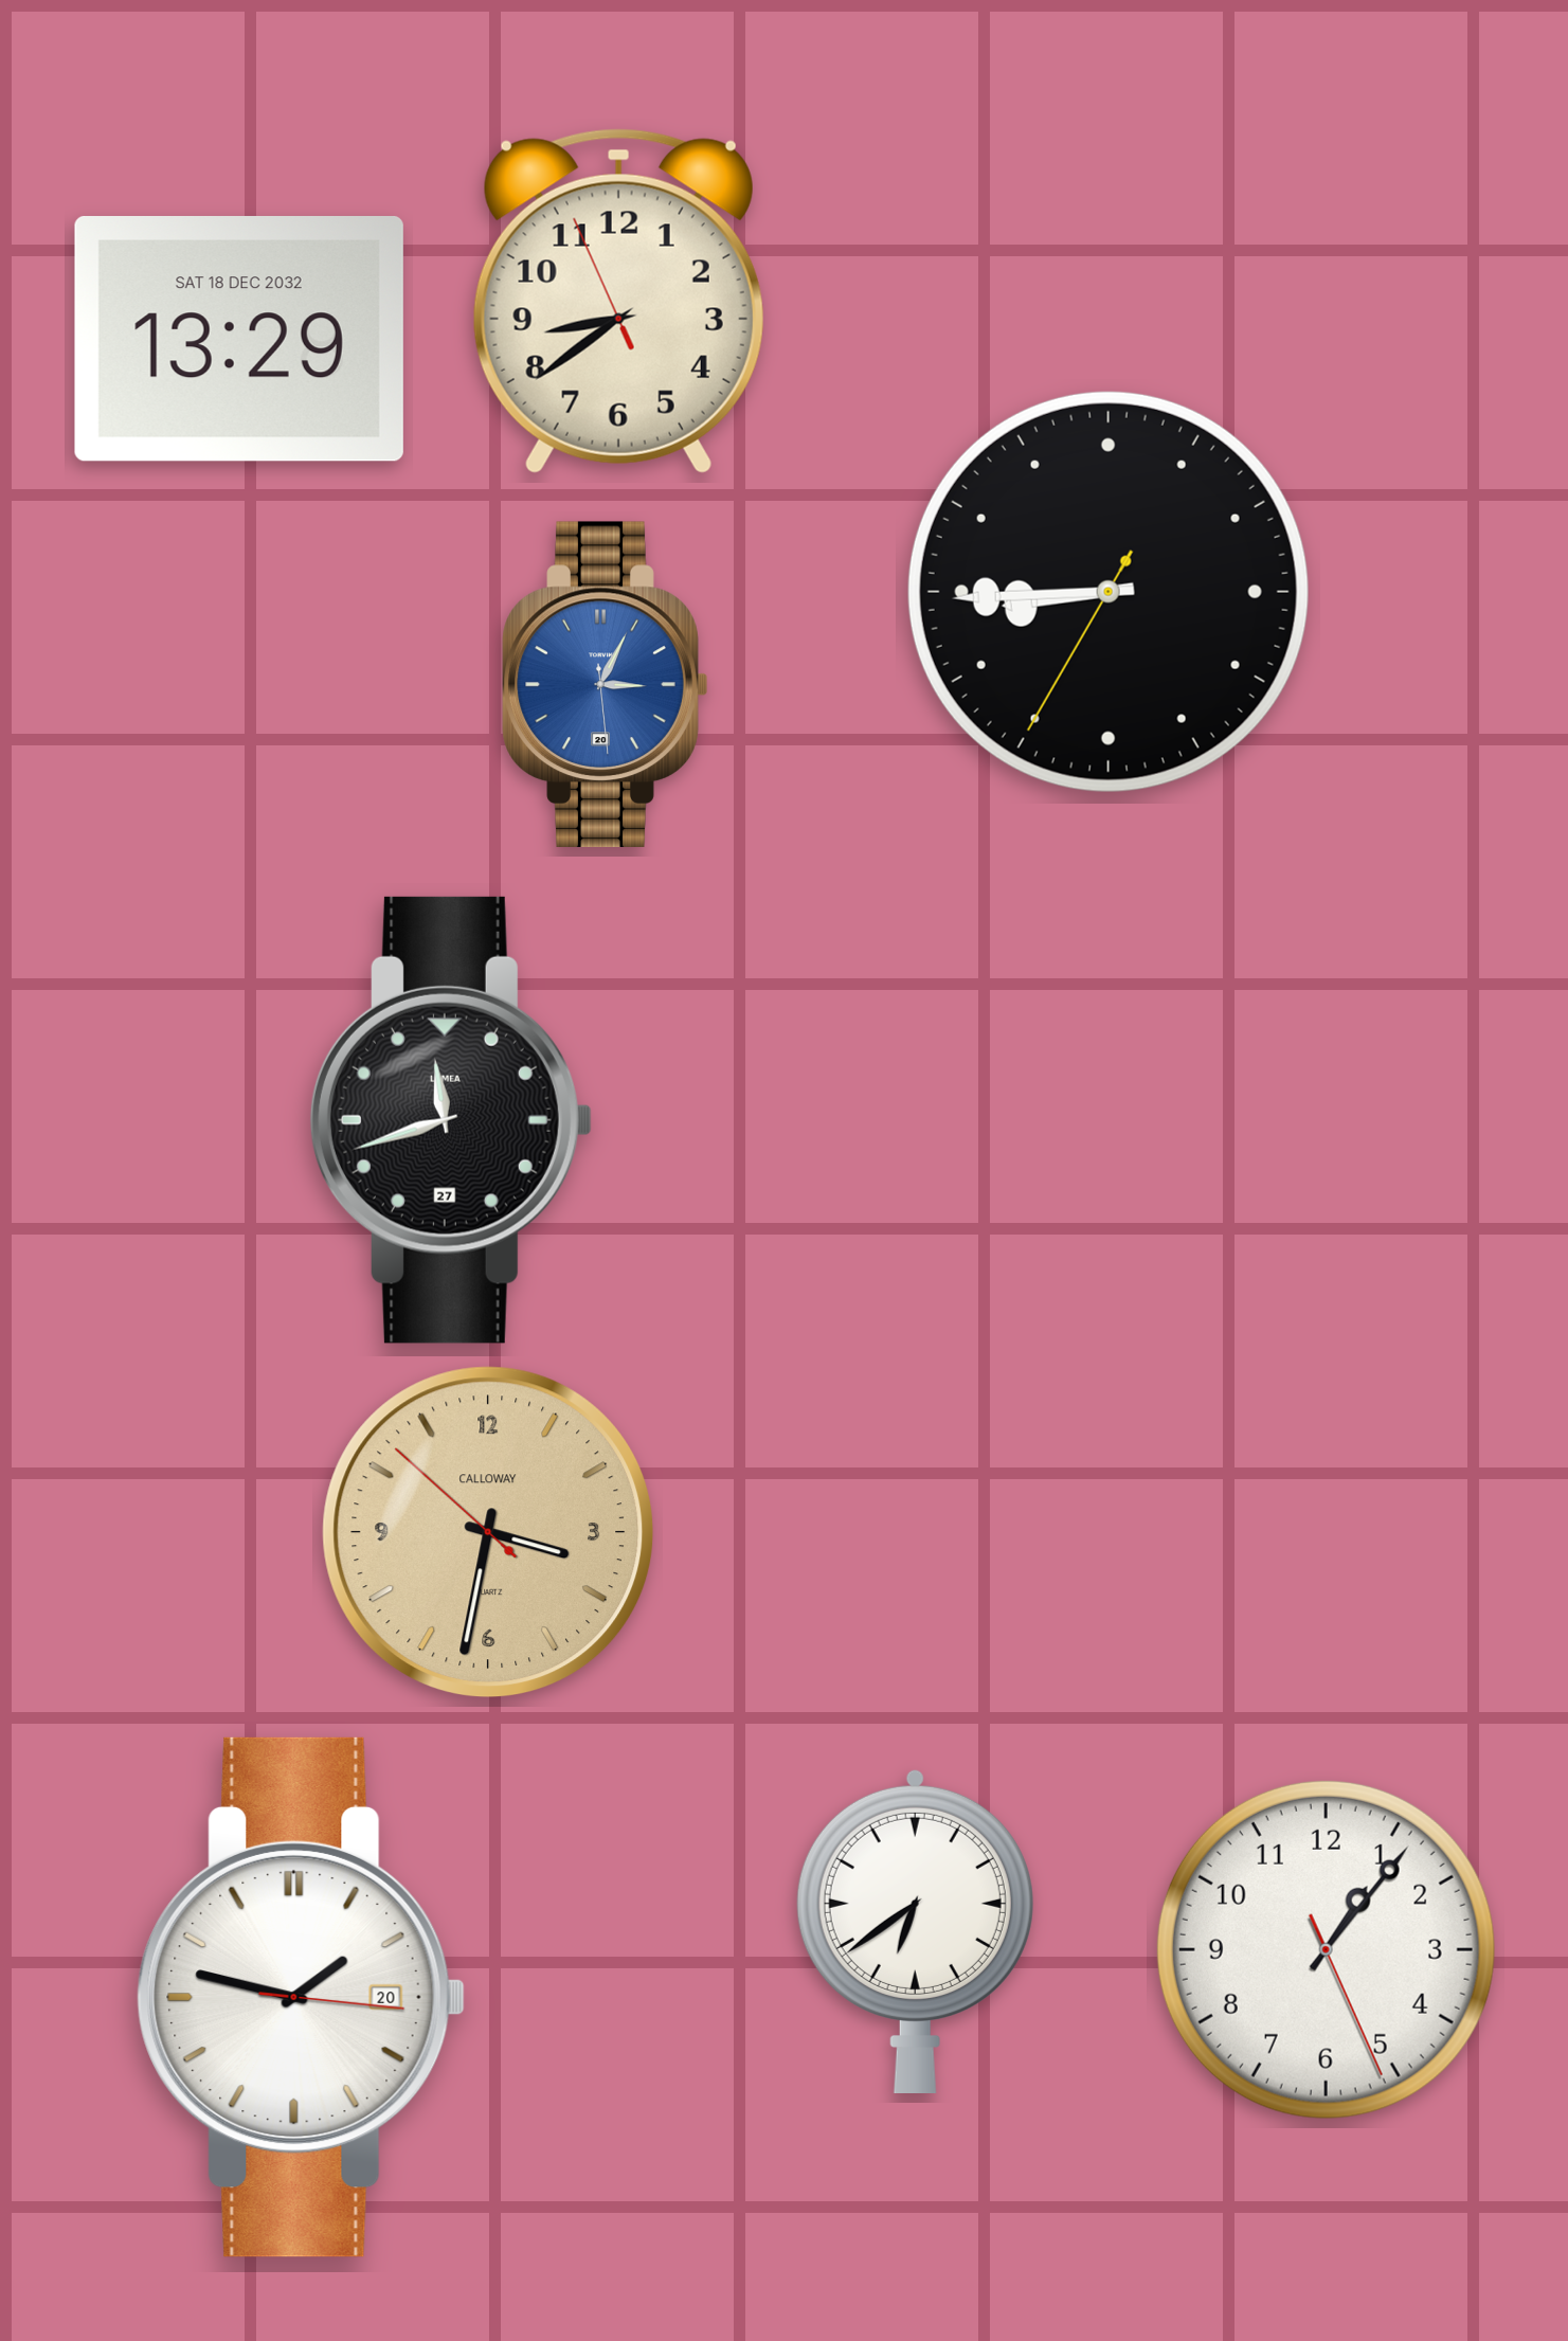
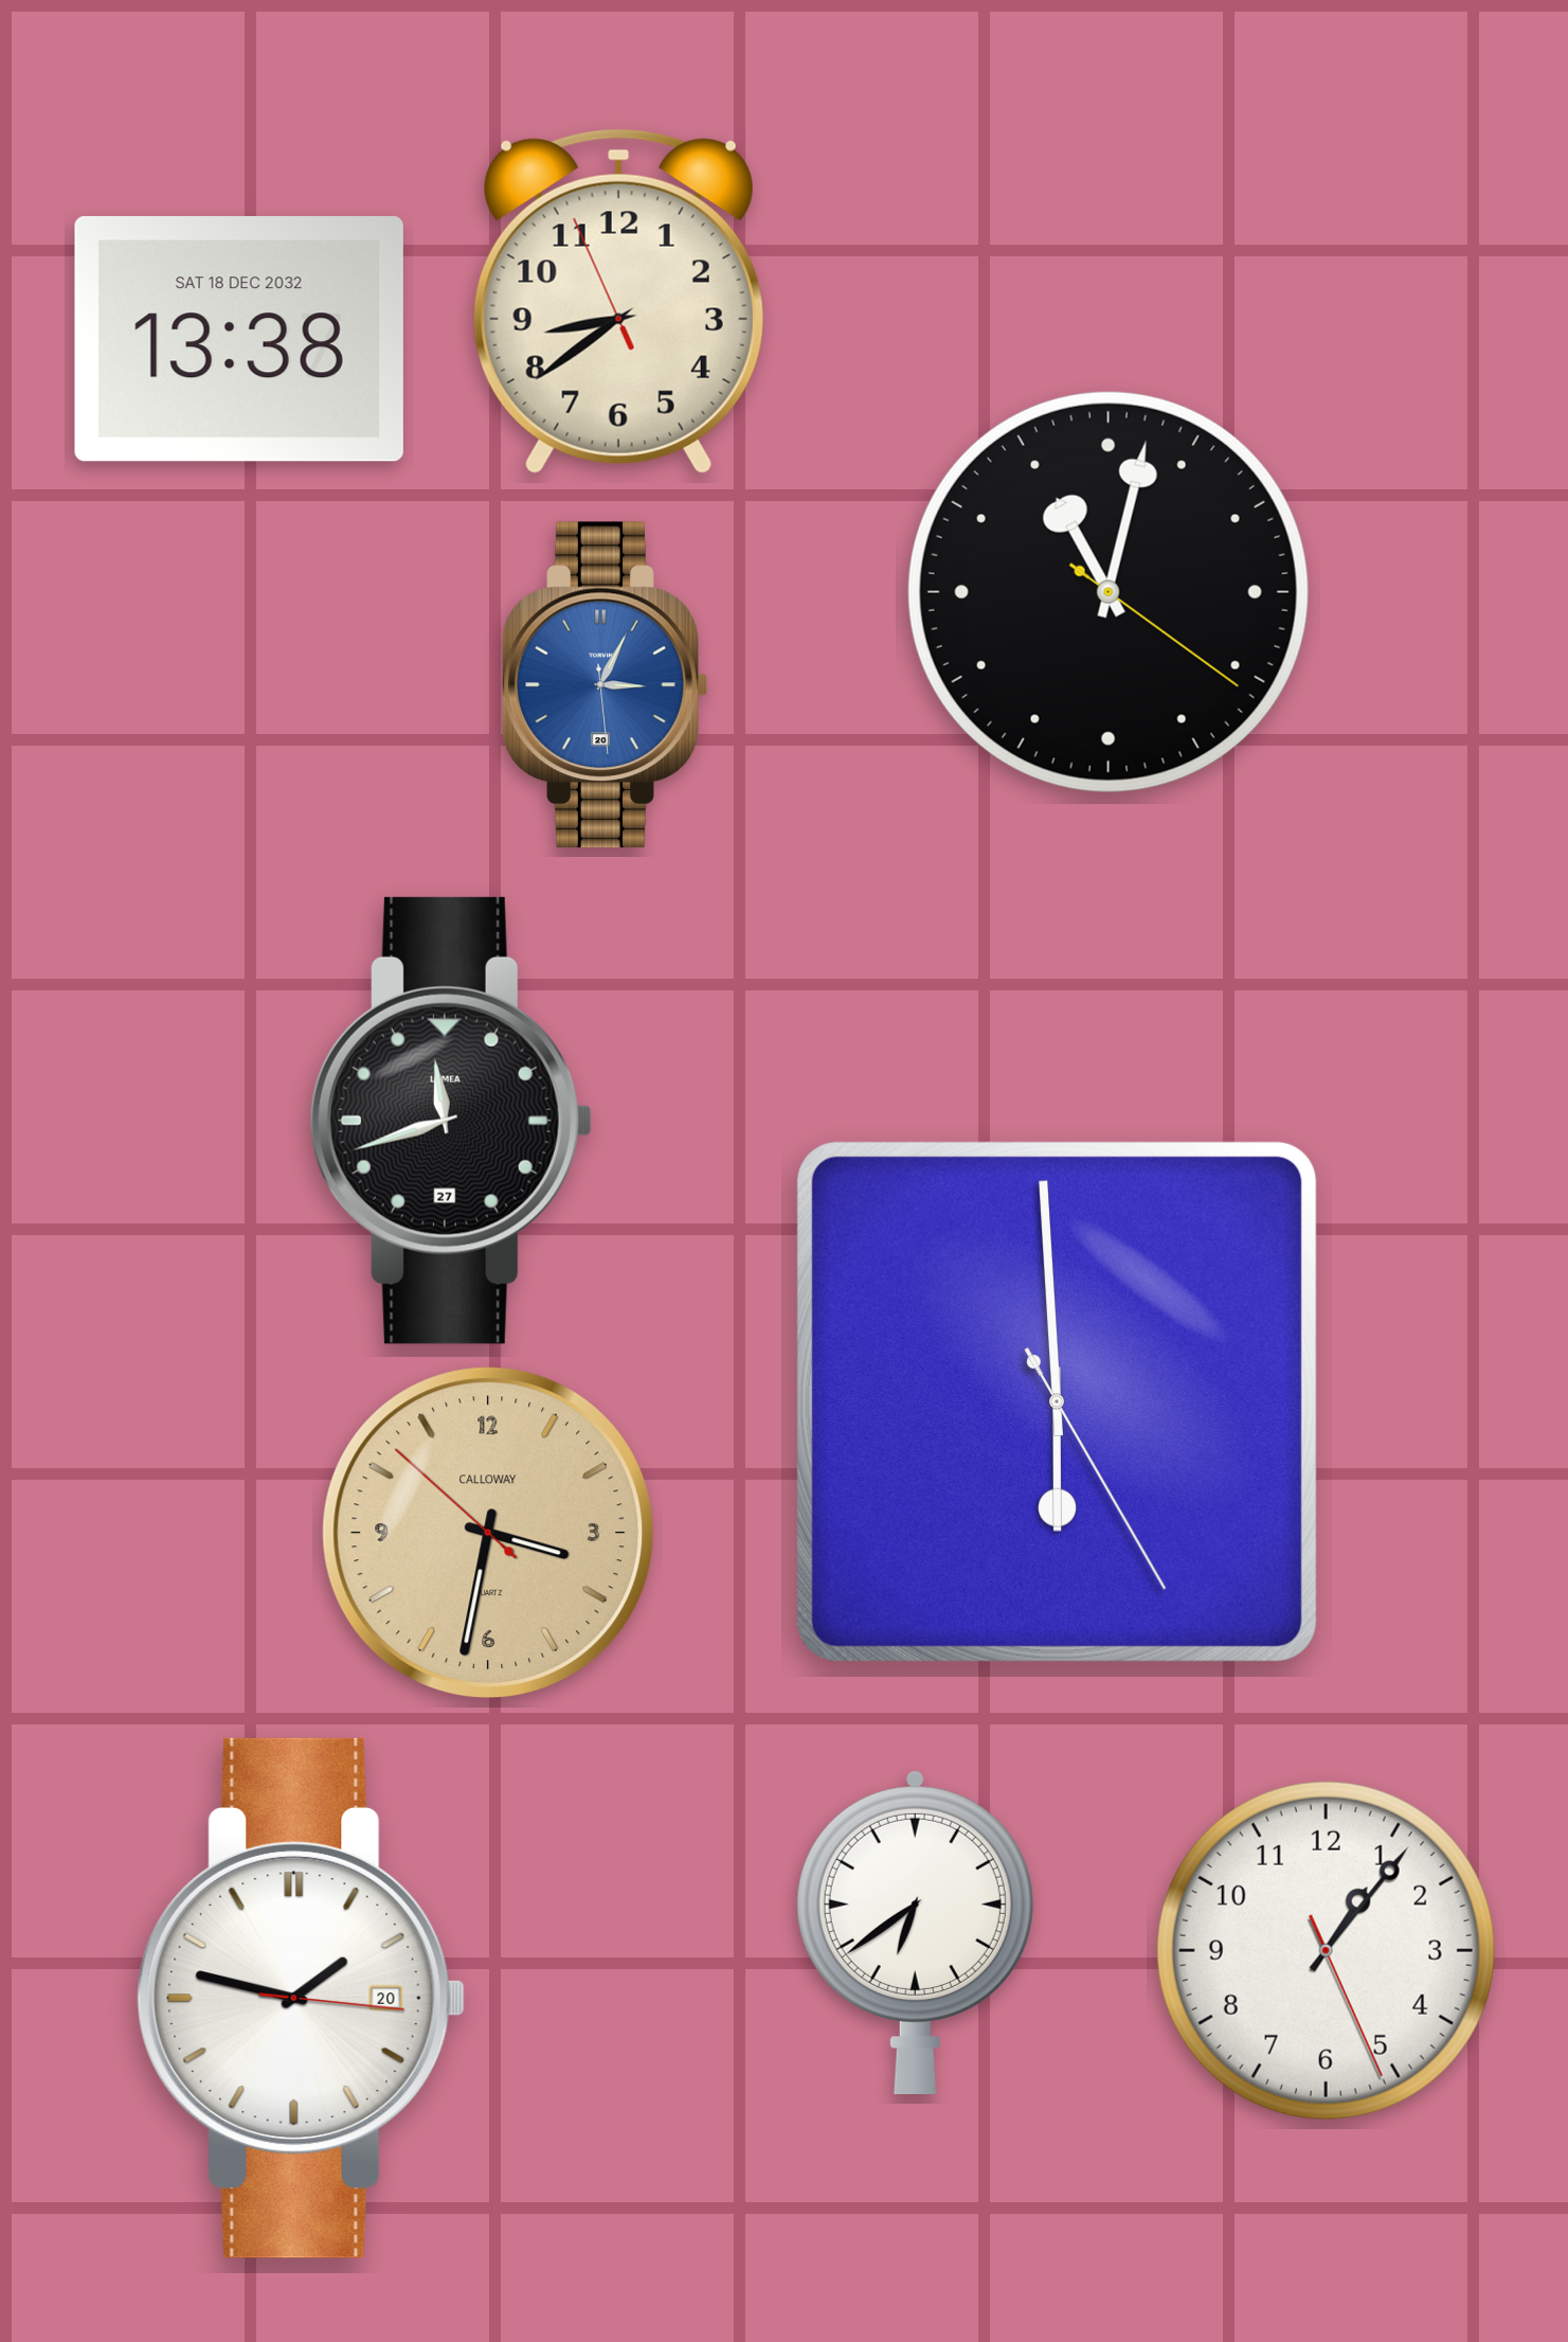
clock at (239, 339): 13:29 -> 13:38
clock at (1109, 592): 8:44 -> 11:02
clock at (1057, 1401): none -> 5:59
